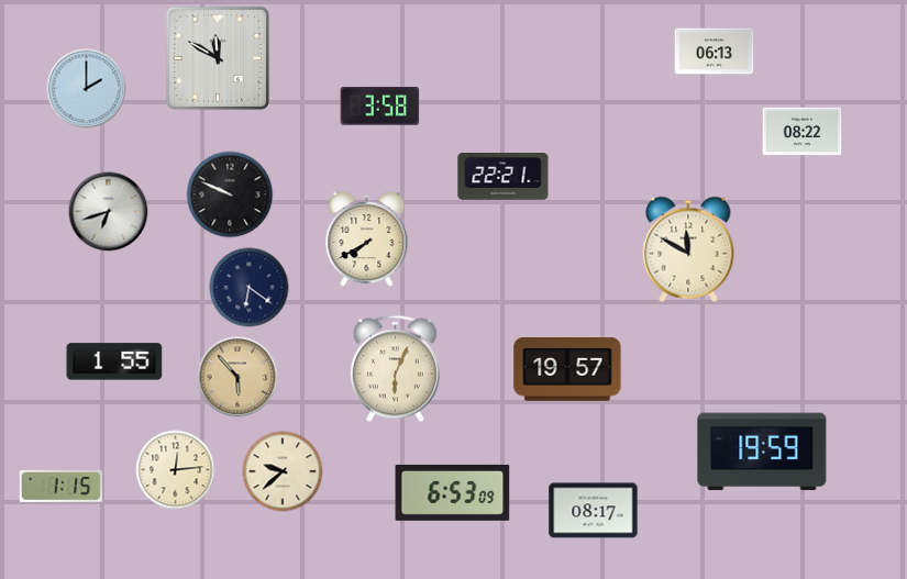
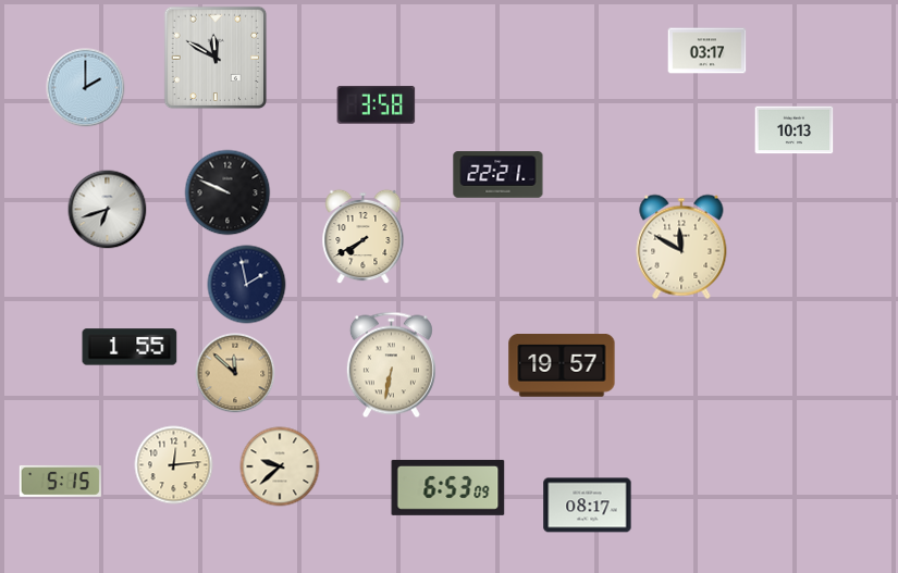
clock at (715, 52): 06:13 -> 03:17
clock at (803, 132): 08:22 -> 10:13
clock at (250, 288): 6:21 -> 1:58
clock at (114, 361) position: (114, 361) -> (130, 347)
clock at (395, 369): 6:04 -> 6:32
clock at (237, 377): 5:53 -> 11:52
clock at (762, 452): 19:59 -> none
clock at (60, 486): 1:15 -> 5:15
